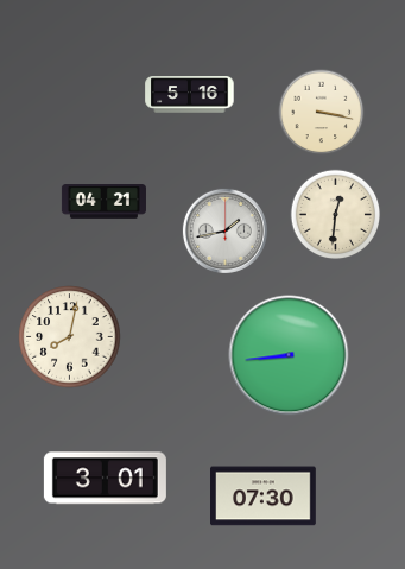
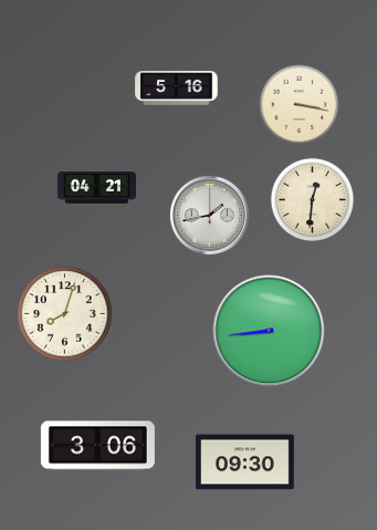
clock at (70, 337): 8:02 -> 8:03
clock at (105, 479): 3:01 -> 3:06
clock at (264, 497): 07:30 -> 09:30
